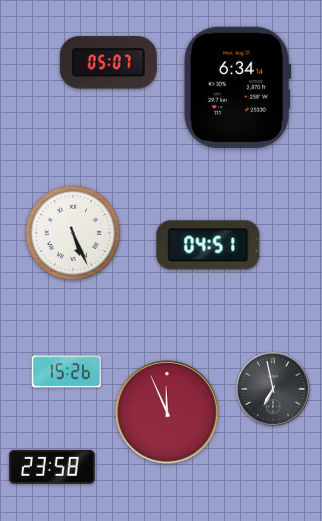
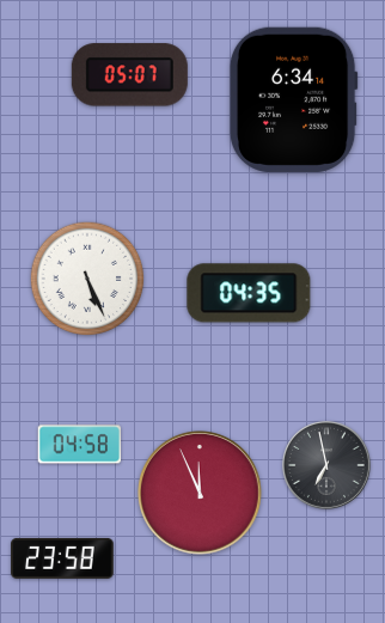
clock at (237, 87) position: (237, 87) -> (293, 99)
clock at (208, 245): 04:51 -> 04:35
clock at (67, 372): 15:26 -> 04:58
